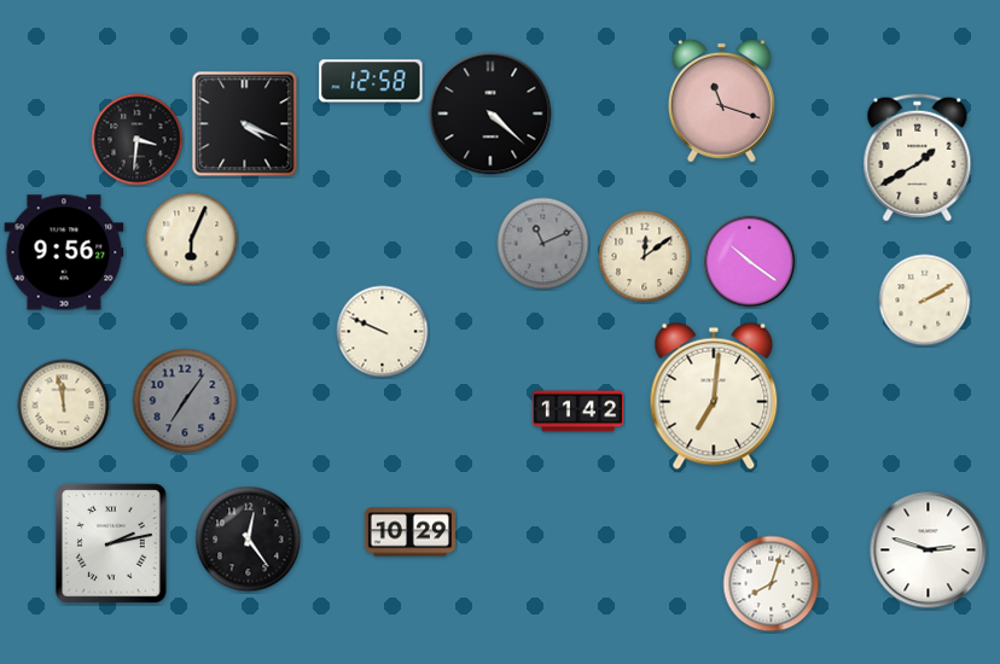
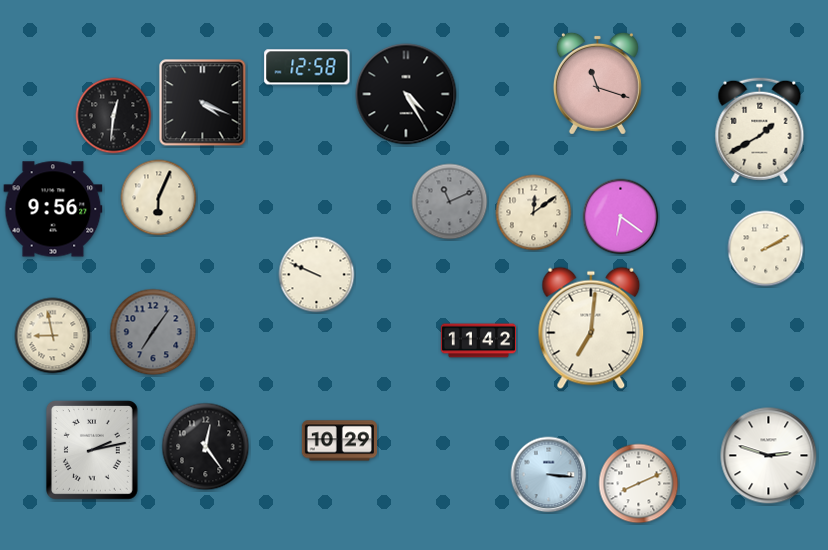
clock at (490, 113): 4:22 -> 4:25
clock at (138, 140): 3:31 -> 12:31
clock at (750, 262): 10:21 -> 6:21
clock at (64, 406): 11:58 -> 8:58
clock at (549, 475): none -> 3:16
clock at (772, 584): 8:03 -> 8:11
